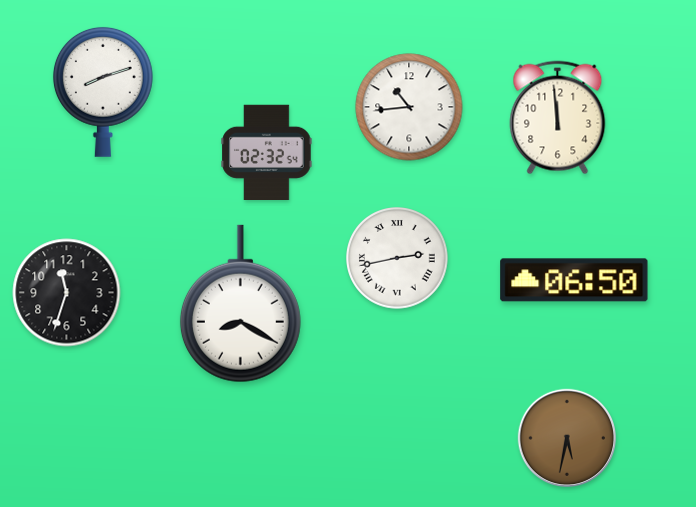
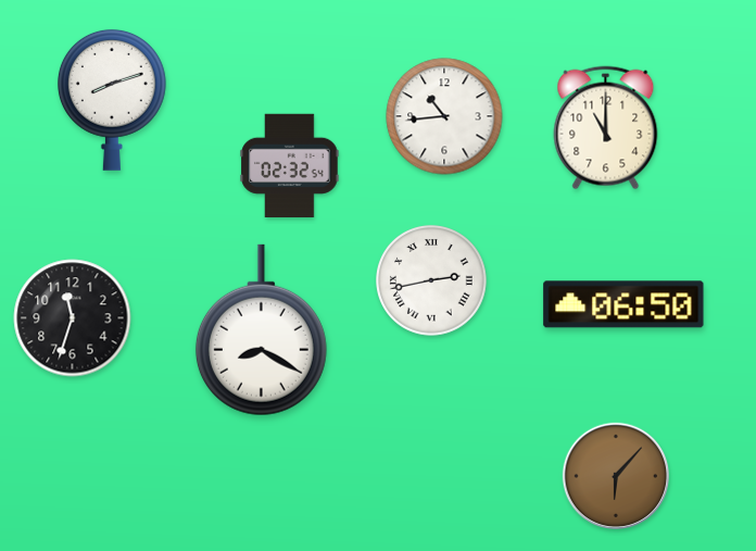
clock at (558, 118): 11:59 -> 11:00
clock at (566, 437): 5:32 -> 6:07
